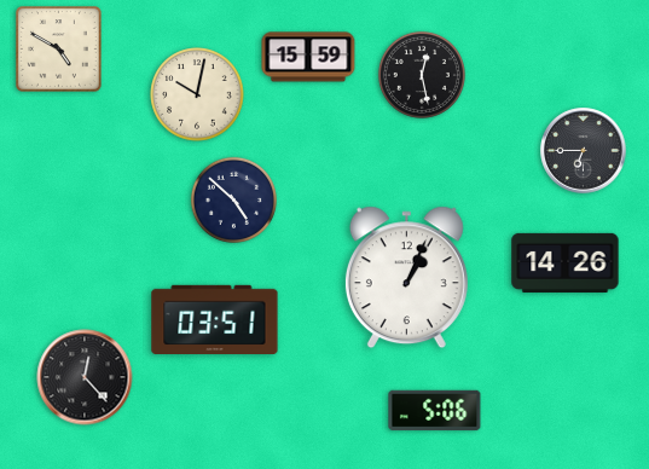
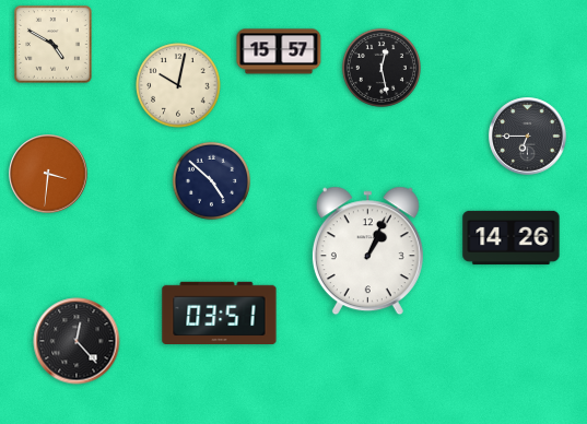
clock at (308, 57): 15:59 -> 15:57
clock at (48, 174): none -> 3:31
clock at (215, 319) position: (215, 319) -> (220, 313)
clock at (435, 410): 5:06 -> none
